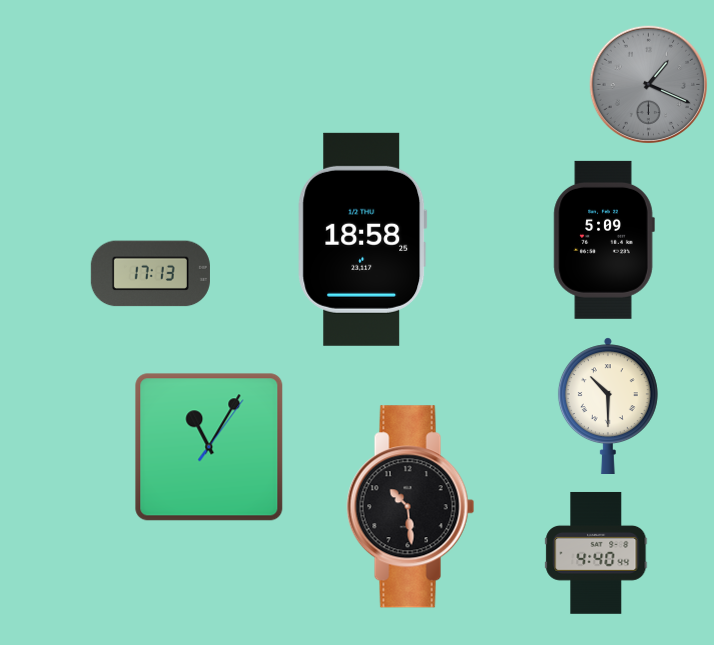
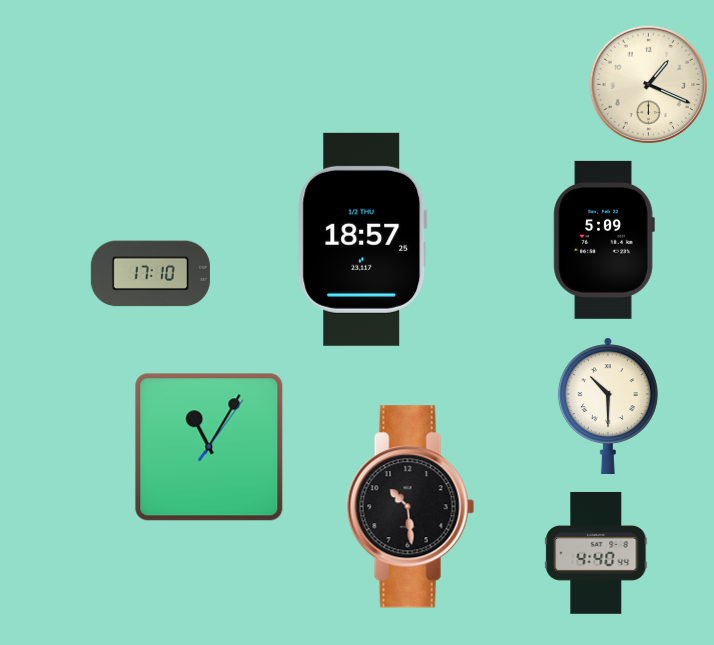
clock at (648, 84) dial: grey -> cream
clock at (363, 239): 18:58 -> 18:57
clock at (150, 274): 17:13 -> 17:10
